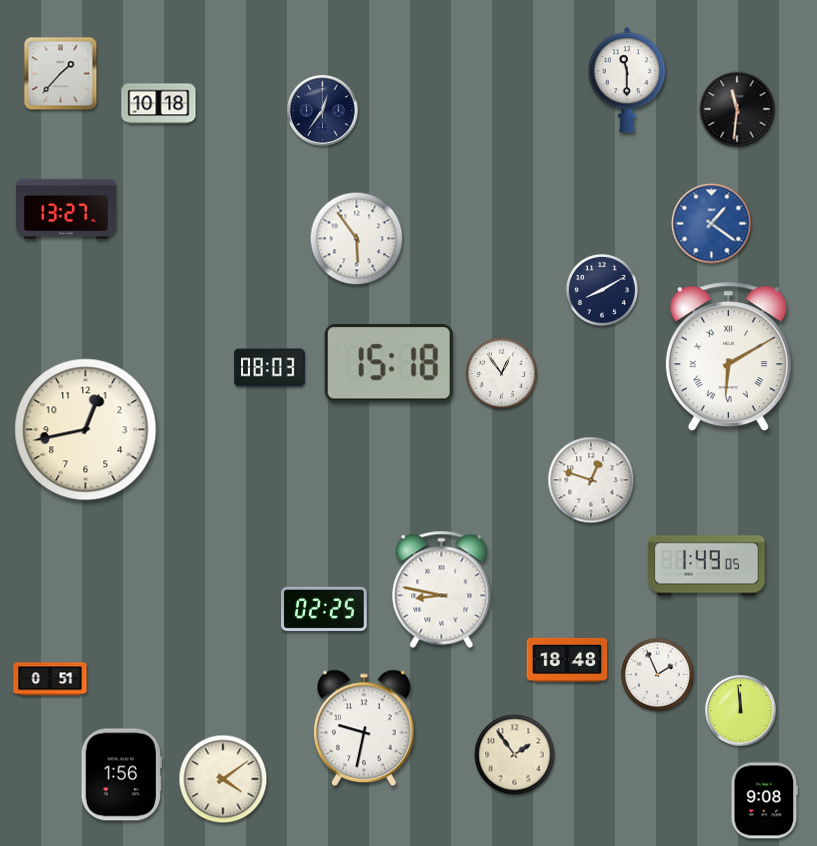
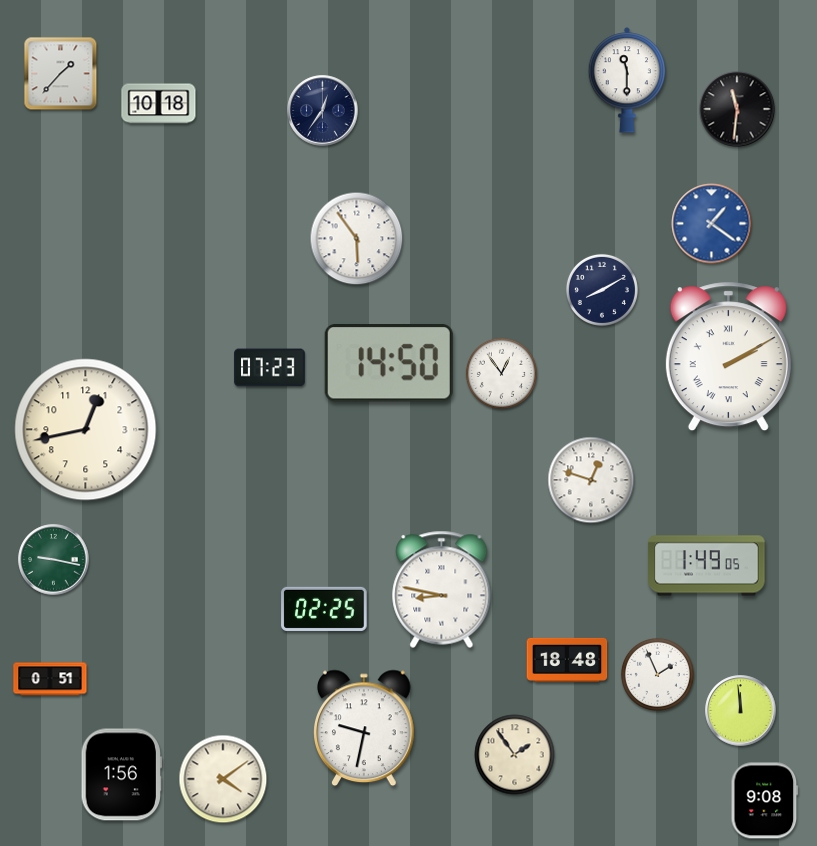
clock at (67, 209): 13:27 -> none
clock at (728, 357): 6:10 -> 2:10
clock at (389, 364): 15:18 -> 14:50
clock at (270, 368): 08:03 -> 07:23
clock at (54, 560): none -> 9:17
